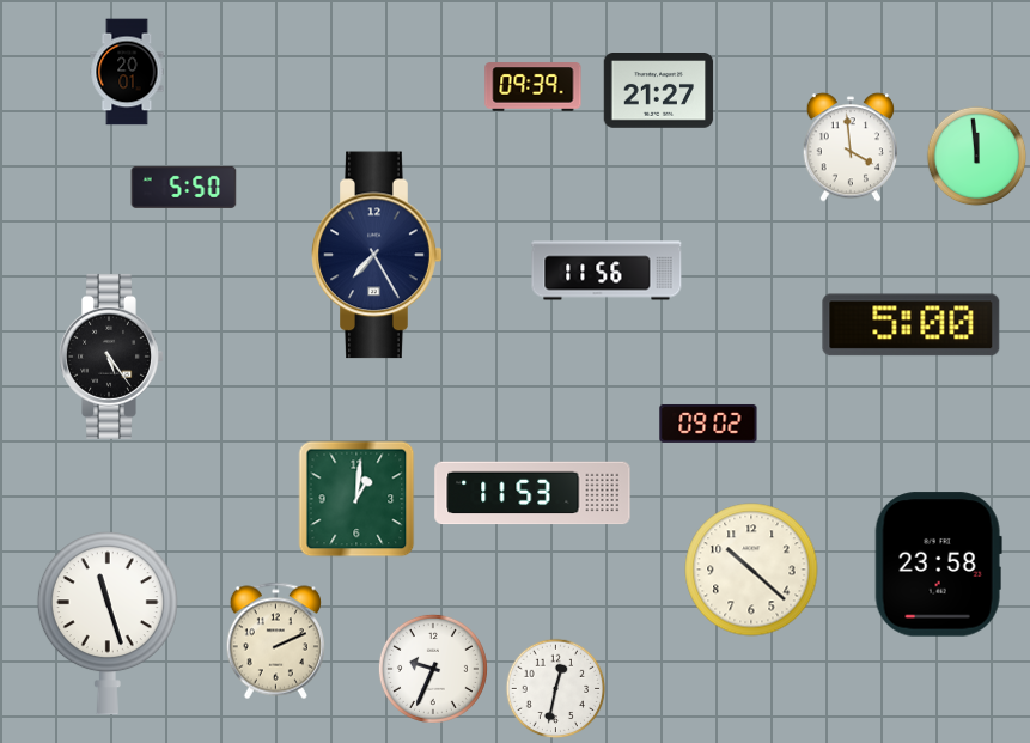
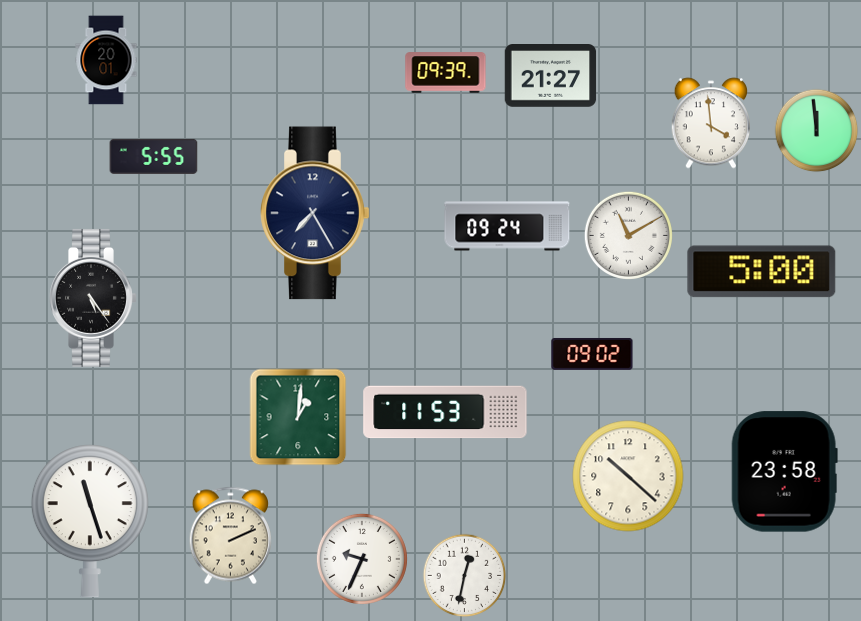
clock at (184, 187): 5:50 -> 5:55
clock at (607, 270): 11:56 -> 09:24
clock at (628, 235): none -> 11:10
